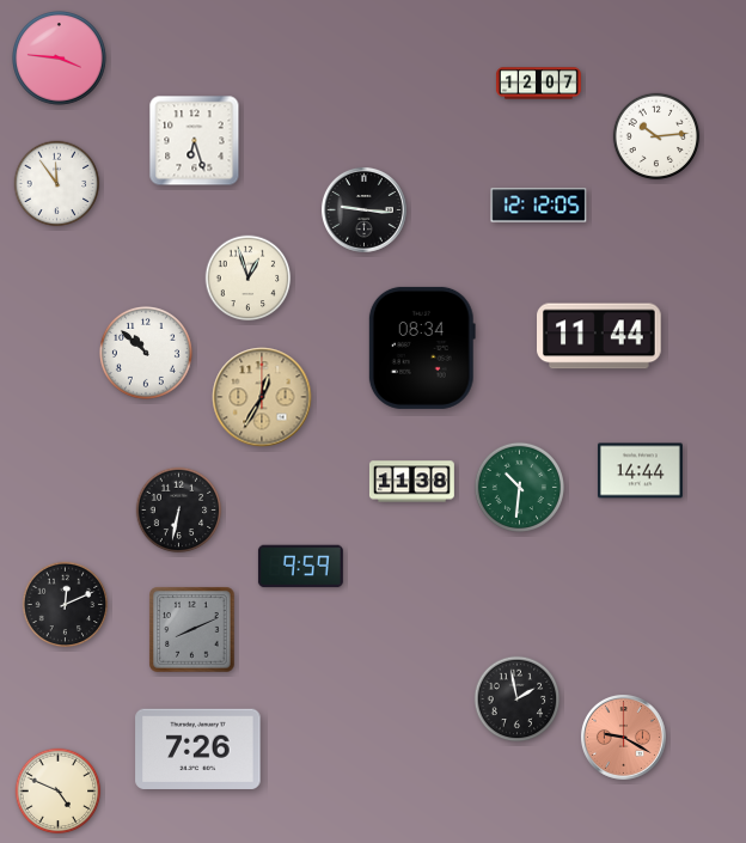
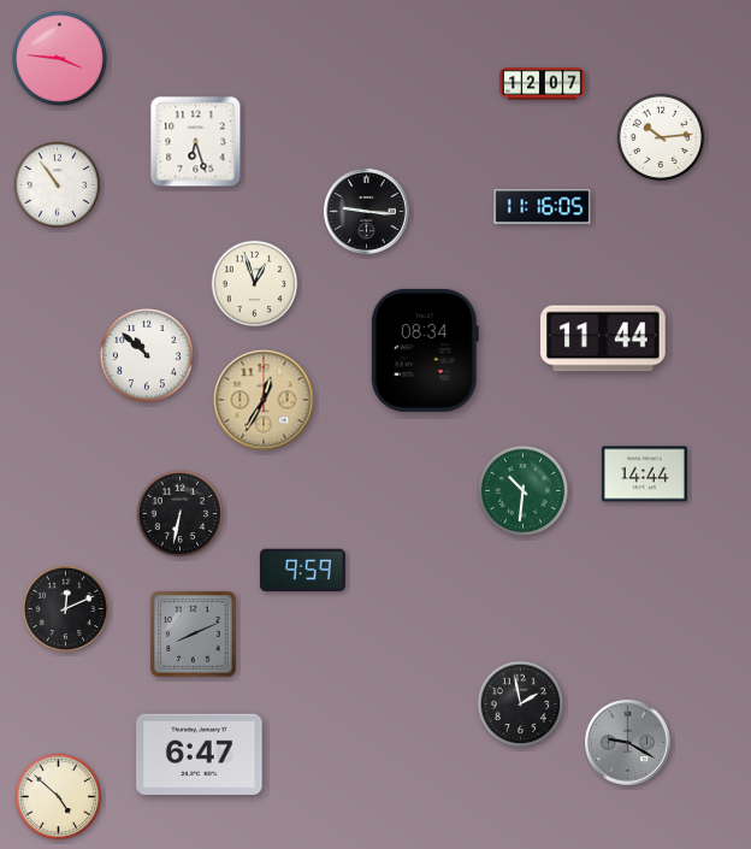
clock at (57, 184): 11:54 -> 10:54
clock at (539, 206): 12:12 -> 11:16
clock at (249, 279) position: (249, 279) -> (255, 284)
clock at (411, 482): 11:38 -> none
clock at (623, 737) dial: salmon -> grey
clock at (198, 749): 7:26 -> 6:47
clock at (59, 792): 4:49 -> 4:52
